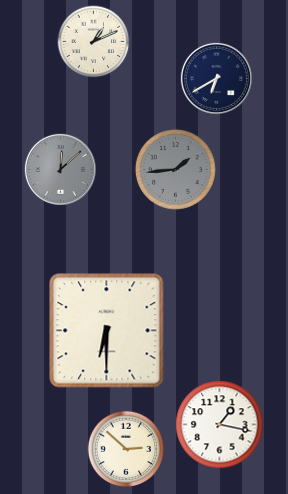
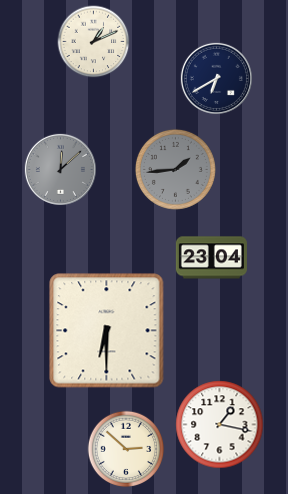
clock at (211, 258): none -> 23:04
